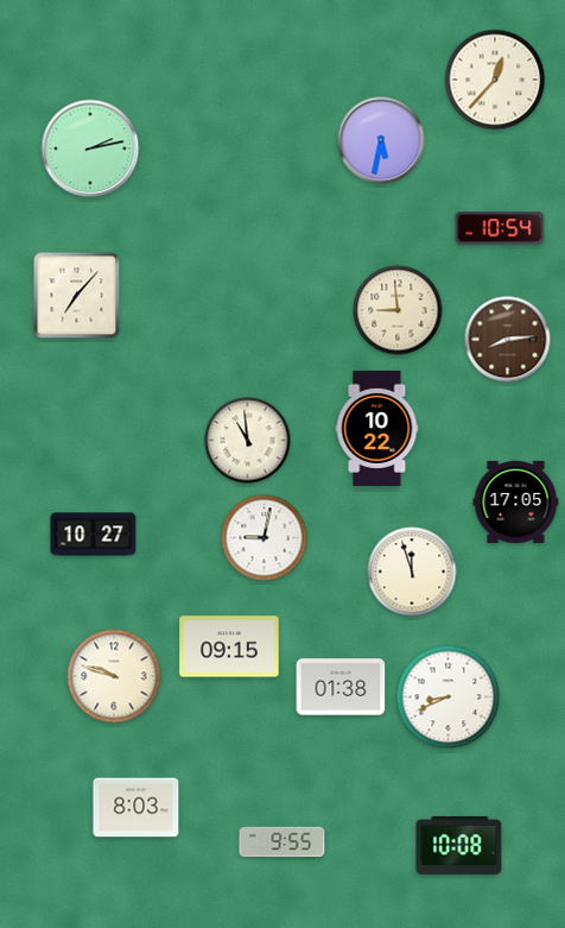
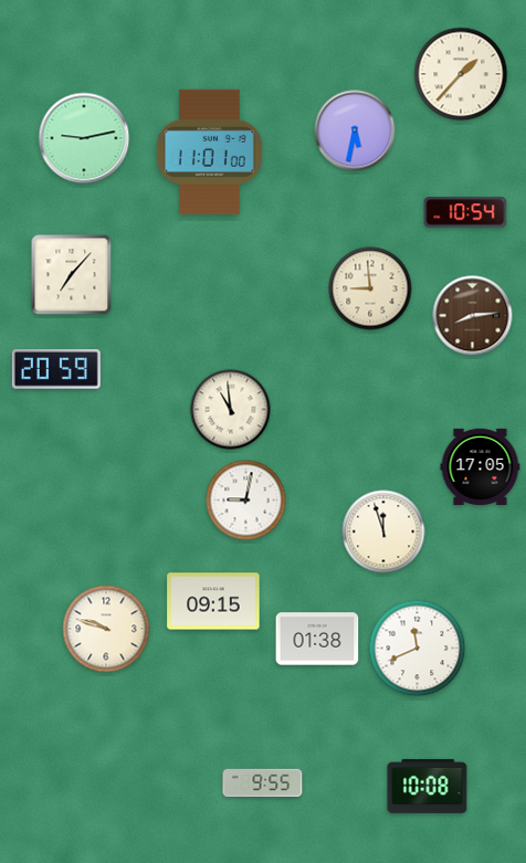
clock at (495, 80): 12:37 -> 1:37
clock at (90, 149): 2:13 -> 9:13
clock at (209, 151): none -> 11:01
clock at (56, 369): none -> 20:59
clock at (377, 428): 10:22 -> none
clock at (94, 535): 10:27 -> none
clock at (449, 697): 8:41 -> 11:41
clock at (137, 808): 8:03 -> none
